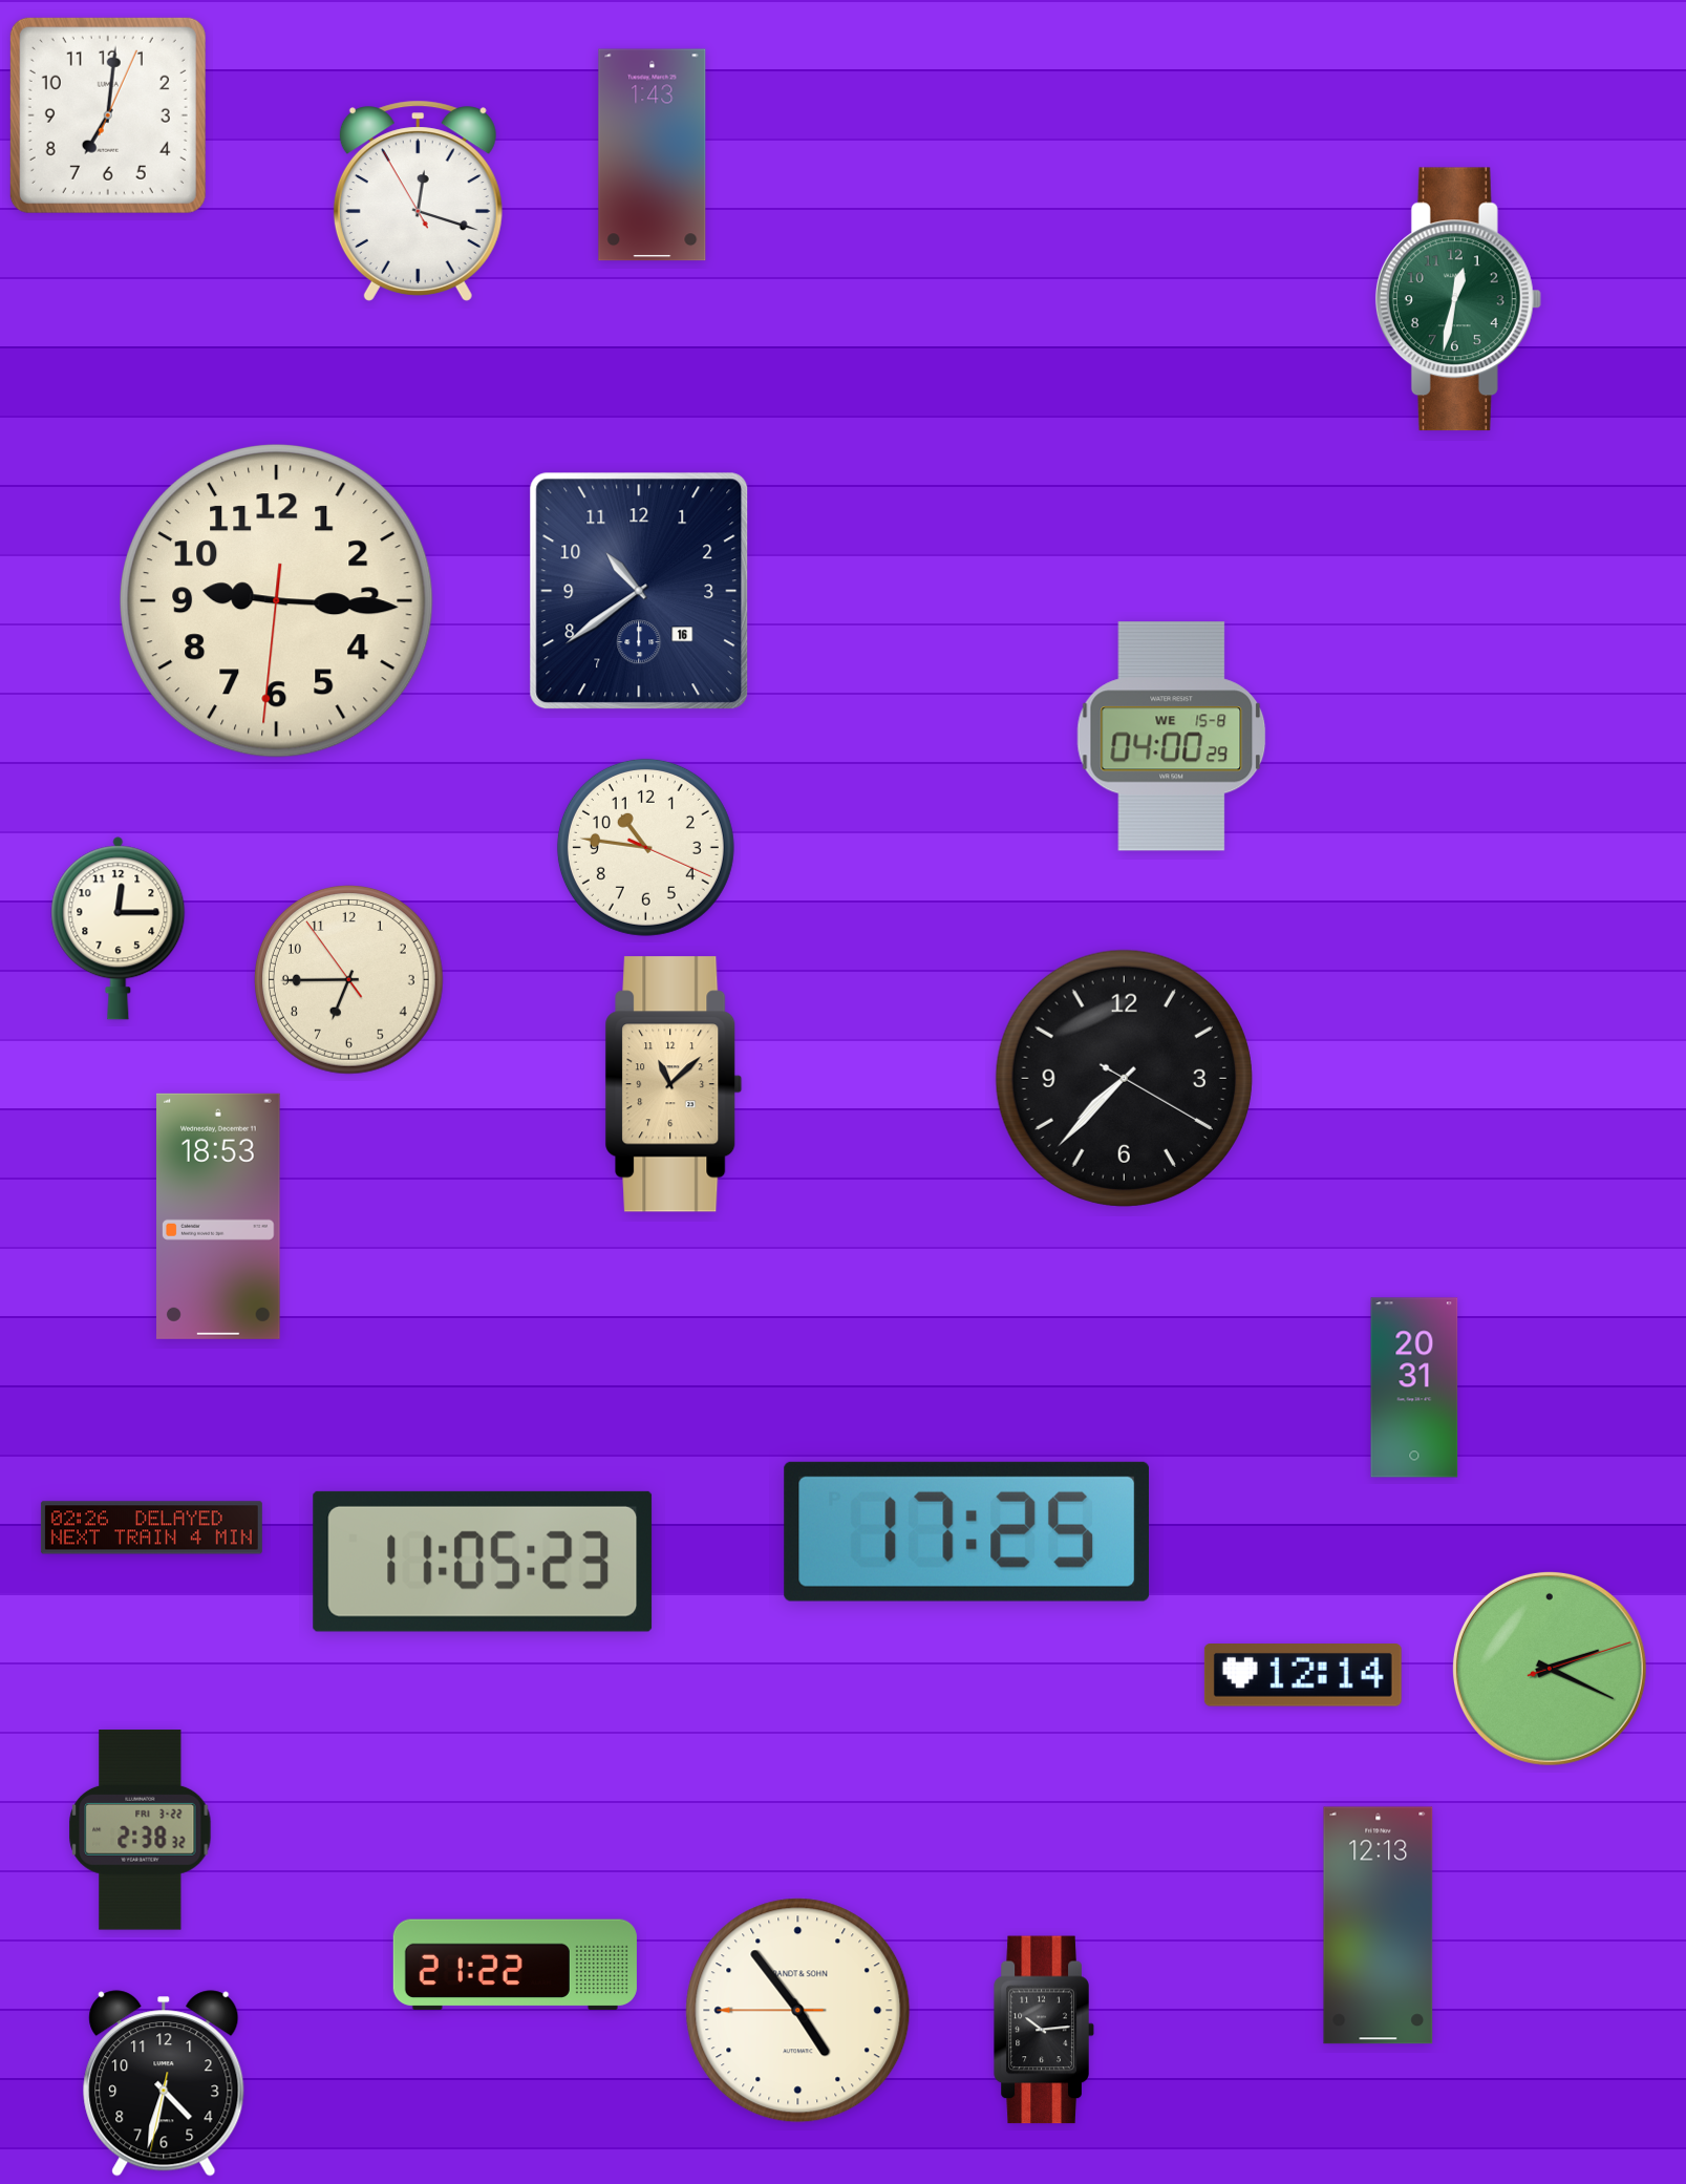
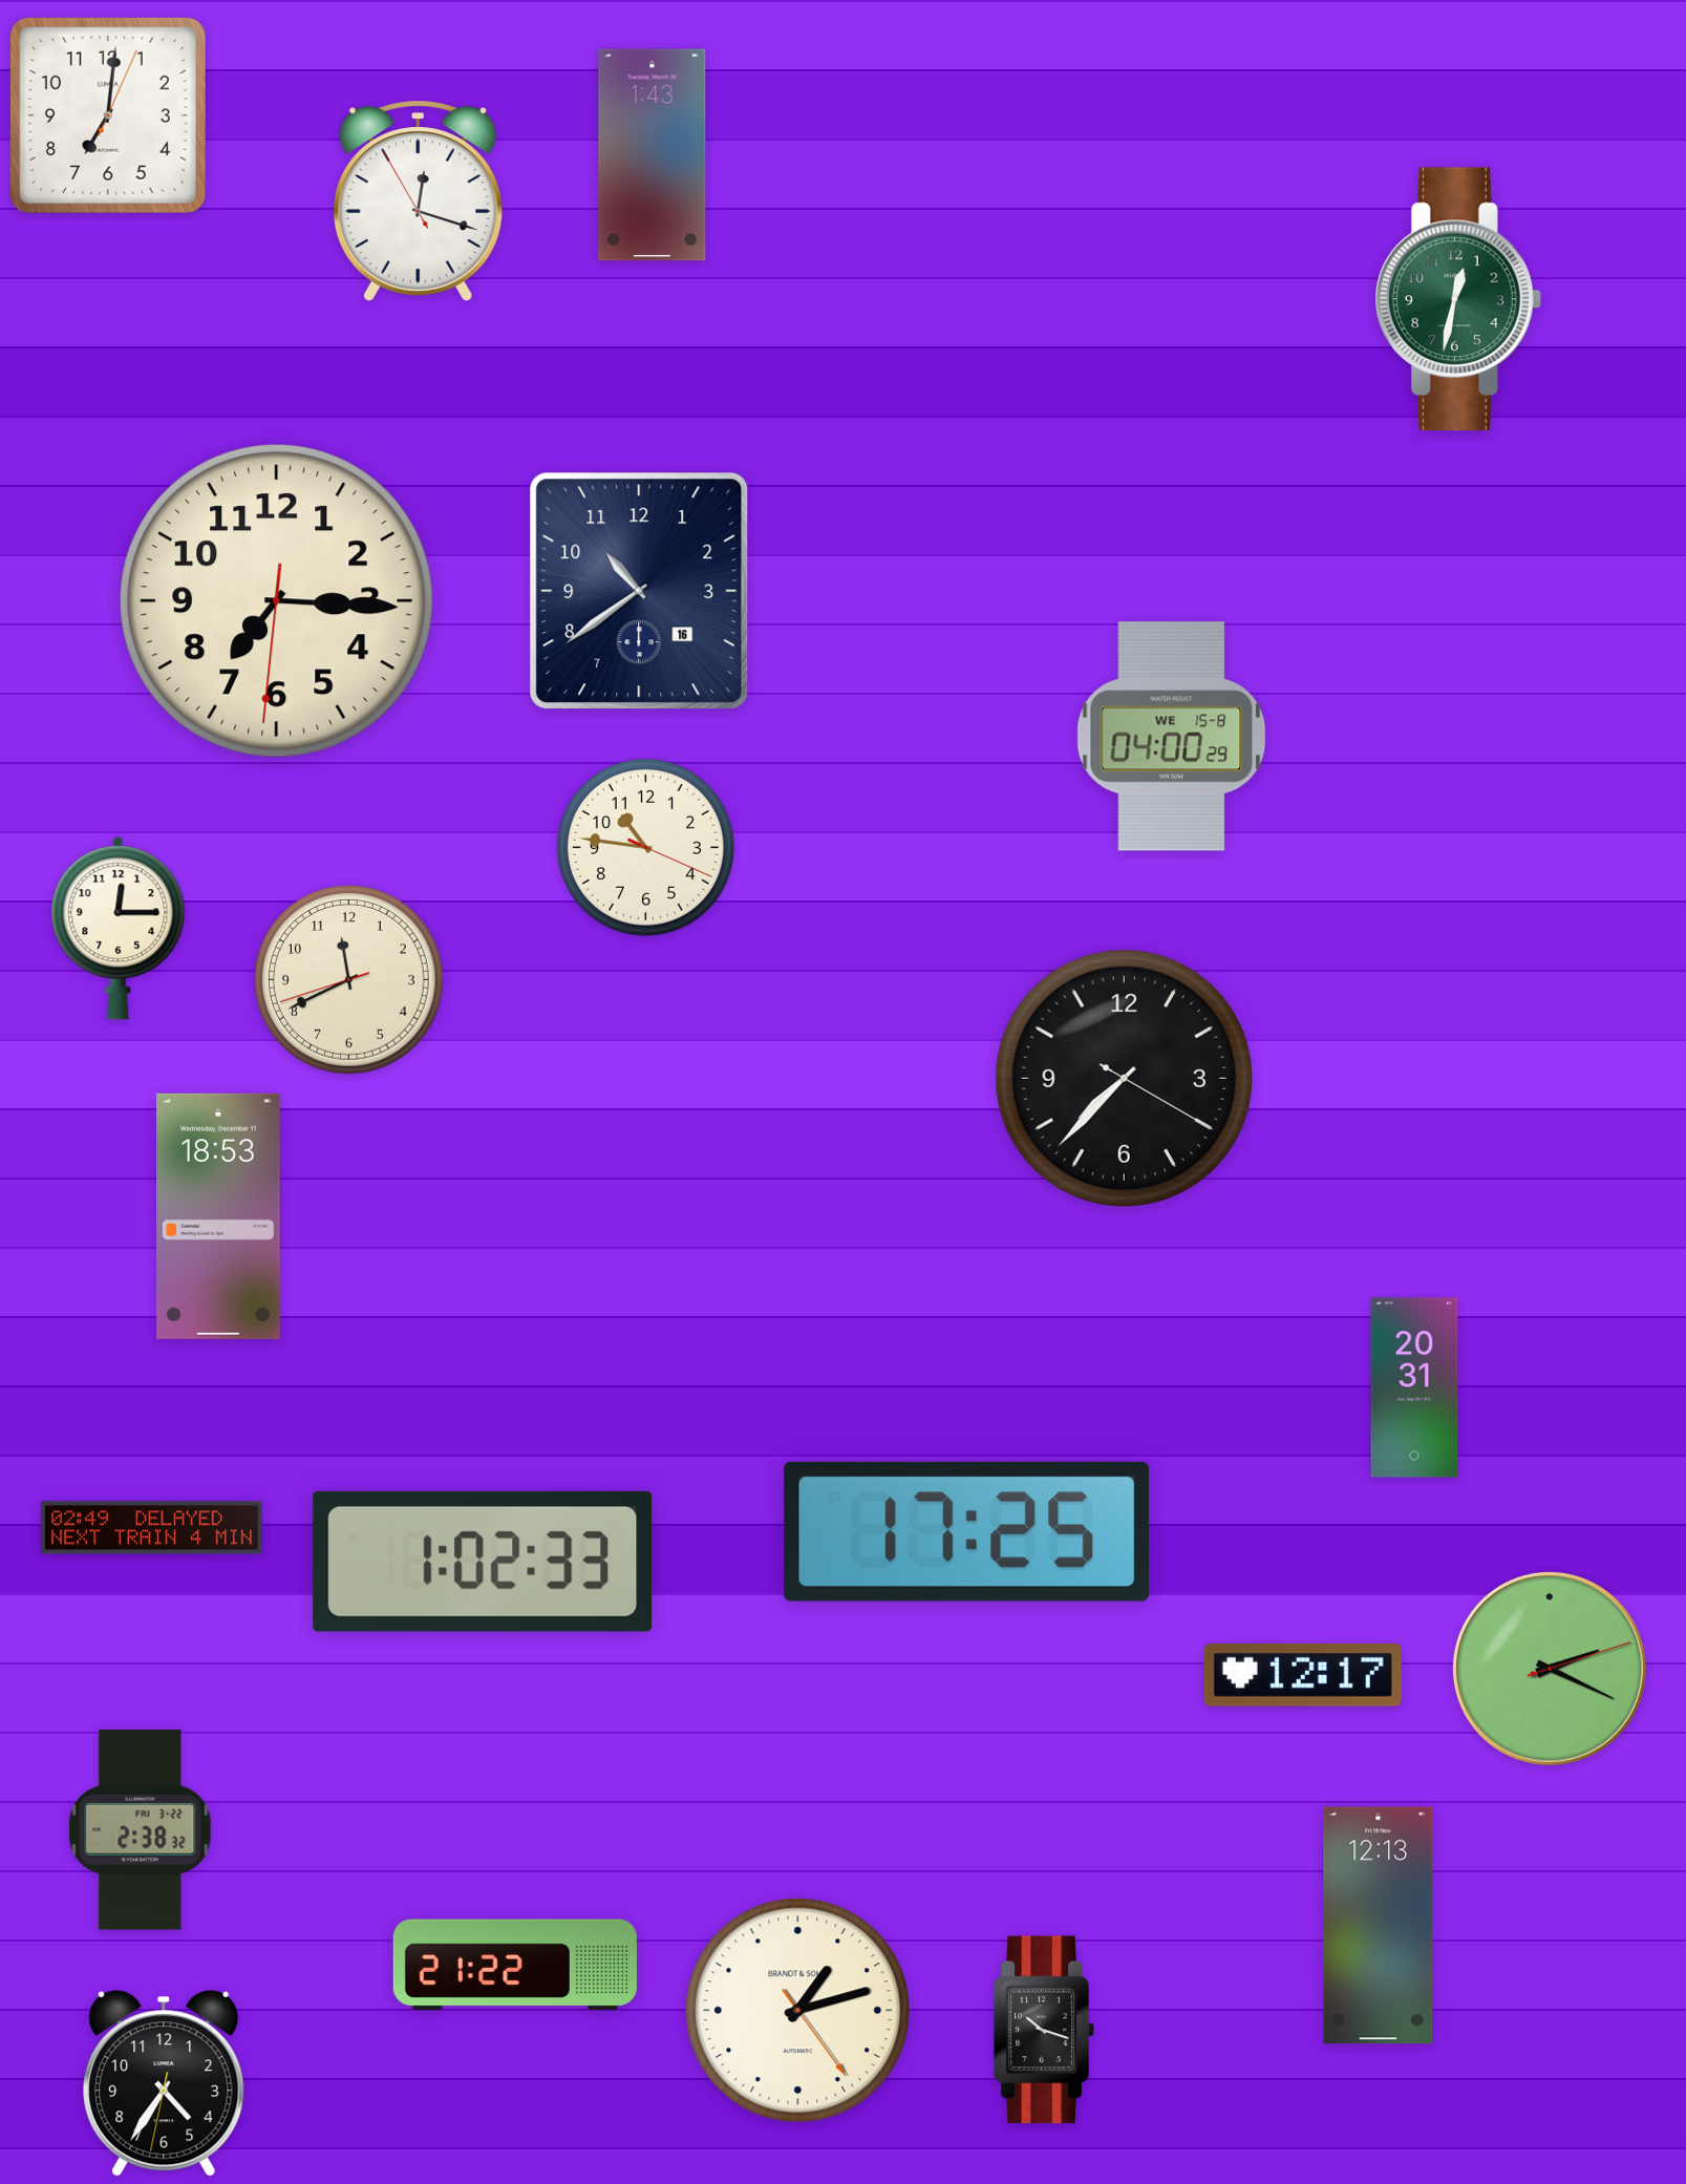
clock at (277, 601): 9:15 -> 7:15
clock at (349, 980): 6:44 -> 11:40
clock at (674, 1084): 11:08 -> none
clock at (151, 1528): 02:26 -> 02:49
clock at (483, 1562): 11:05 -> 1:02
clock at (1303, 1676): 12:14 -> 12:17
clock at (798, 2011): 4:53 -> 1:12
clock at (1044, 2030): 10:14 -> 10:18
clock at (164, 2083): 4:32 -> 4:35
